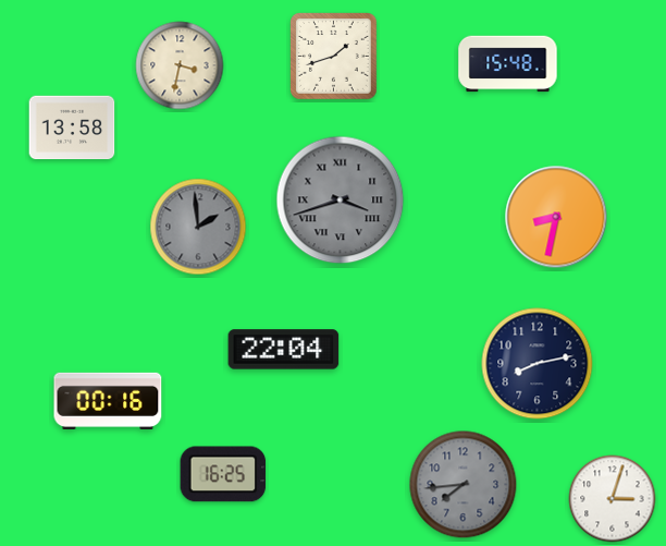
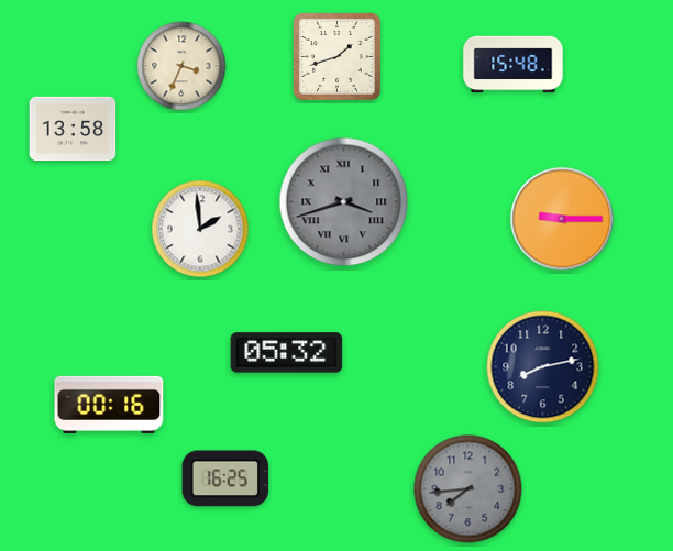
clock at (180, 65): 3:32 -> 3:34
clock at (556, 217): 8:32 -> 9:15
clock at (198, 227) dial: grey -> white
clock at (284, 350): 22:04 -> 05:32
clock at (613, 499): 3:03 -> none
